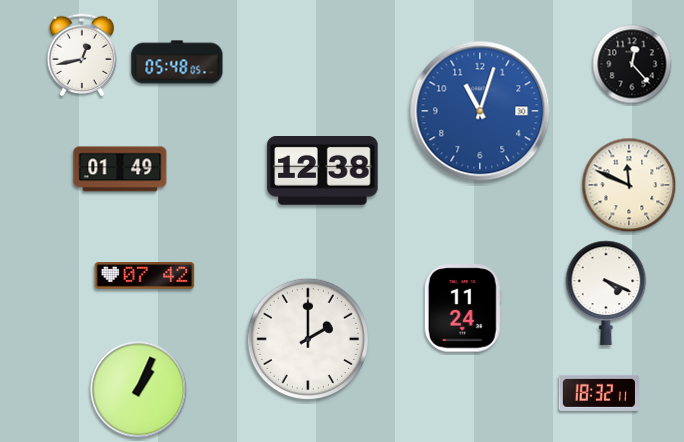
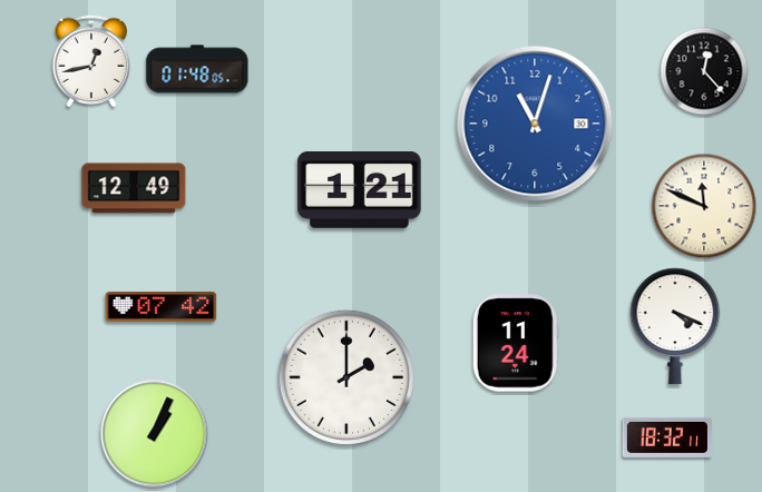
clock at (177, 62): 05:48 -> 01:48
clock at (120, 169): 01:49 -> 12:49
clock at (323, 171): 12:38 -> 1:21
clock at (629, 185) position: (629, 185) -> (704, 206)
clock at (308, 339) position: (308, 339) -> (346, 377)
